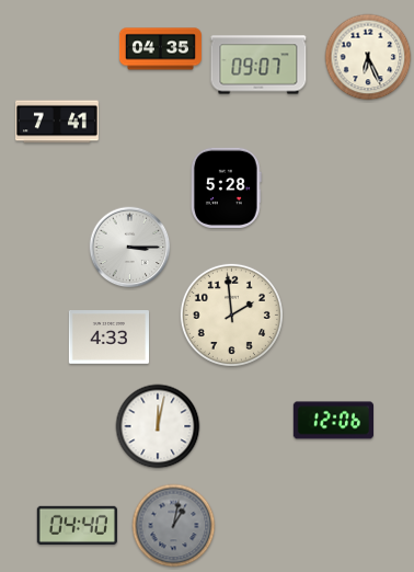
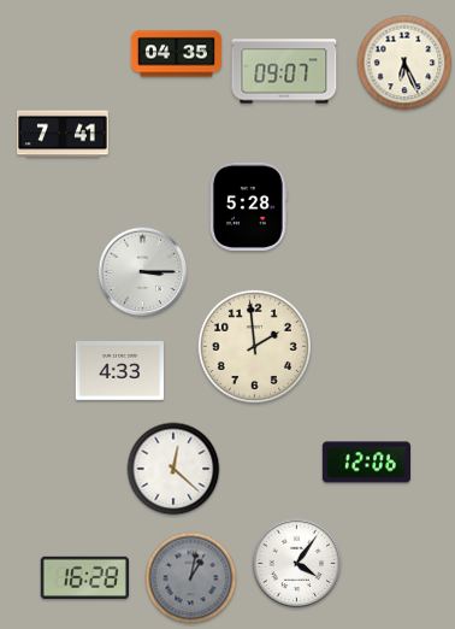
clock at (158, 426): 12:02 -> 12:22
clock at (297, 564): none -> 4:06
clock at (77, 525): 04:40 -> 16:28
